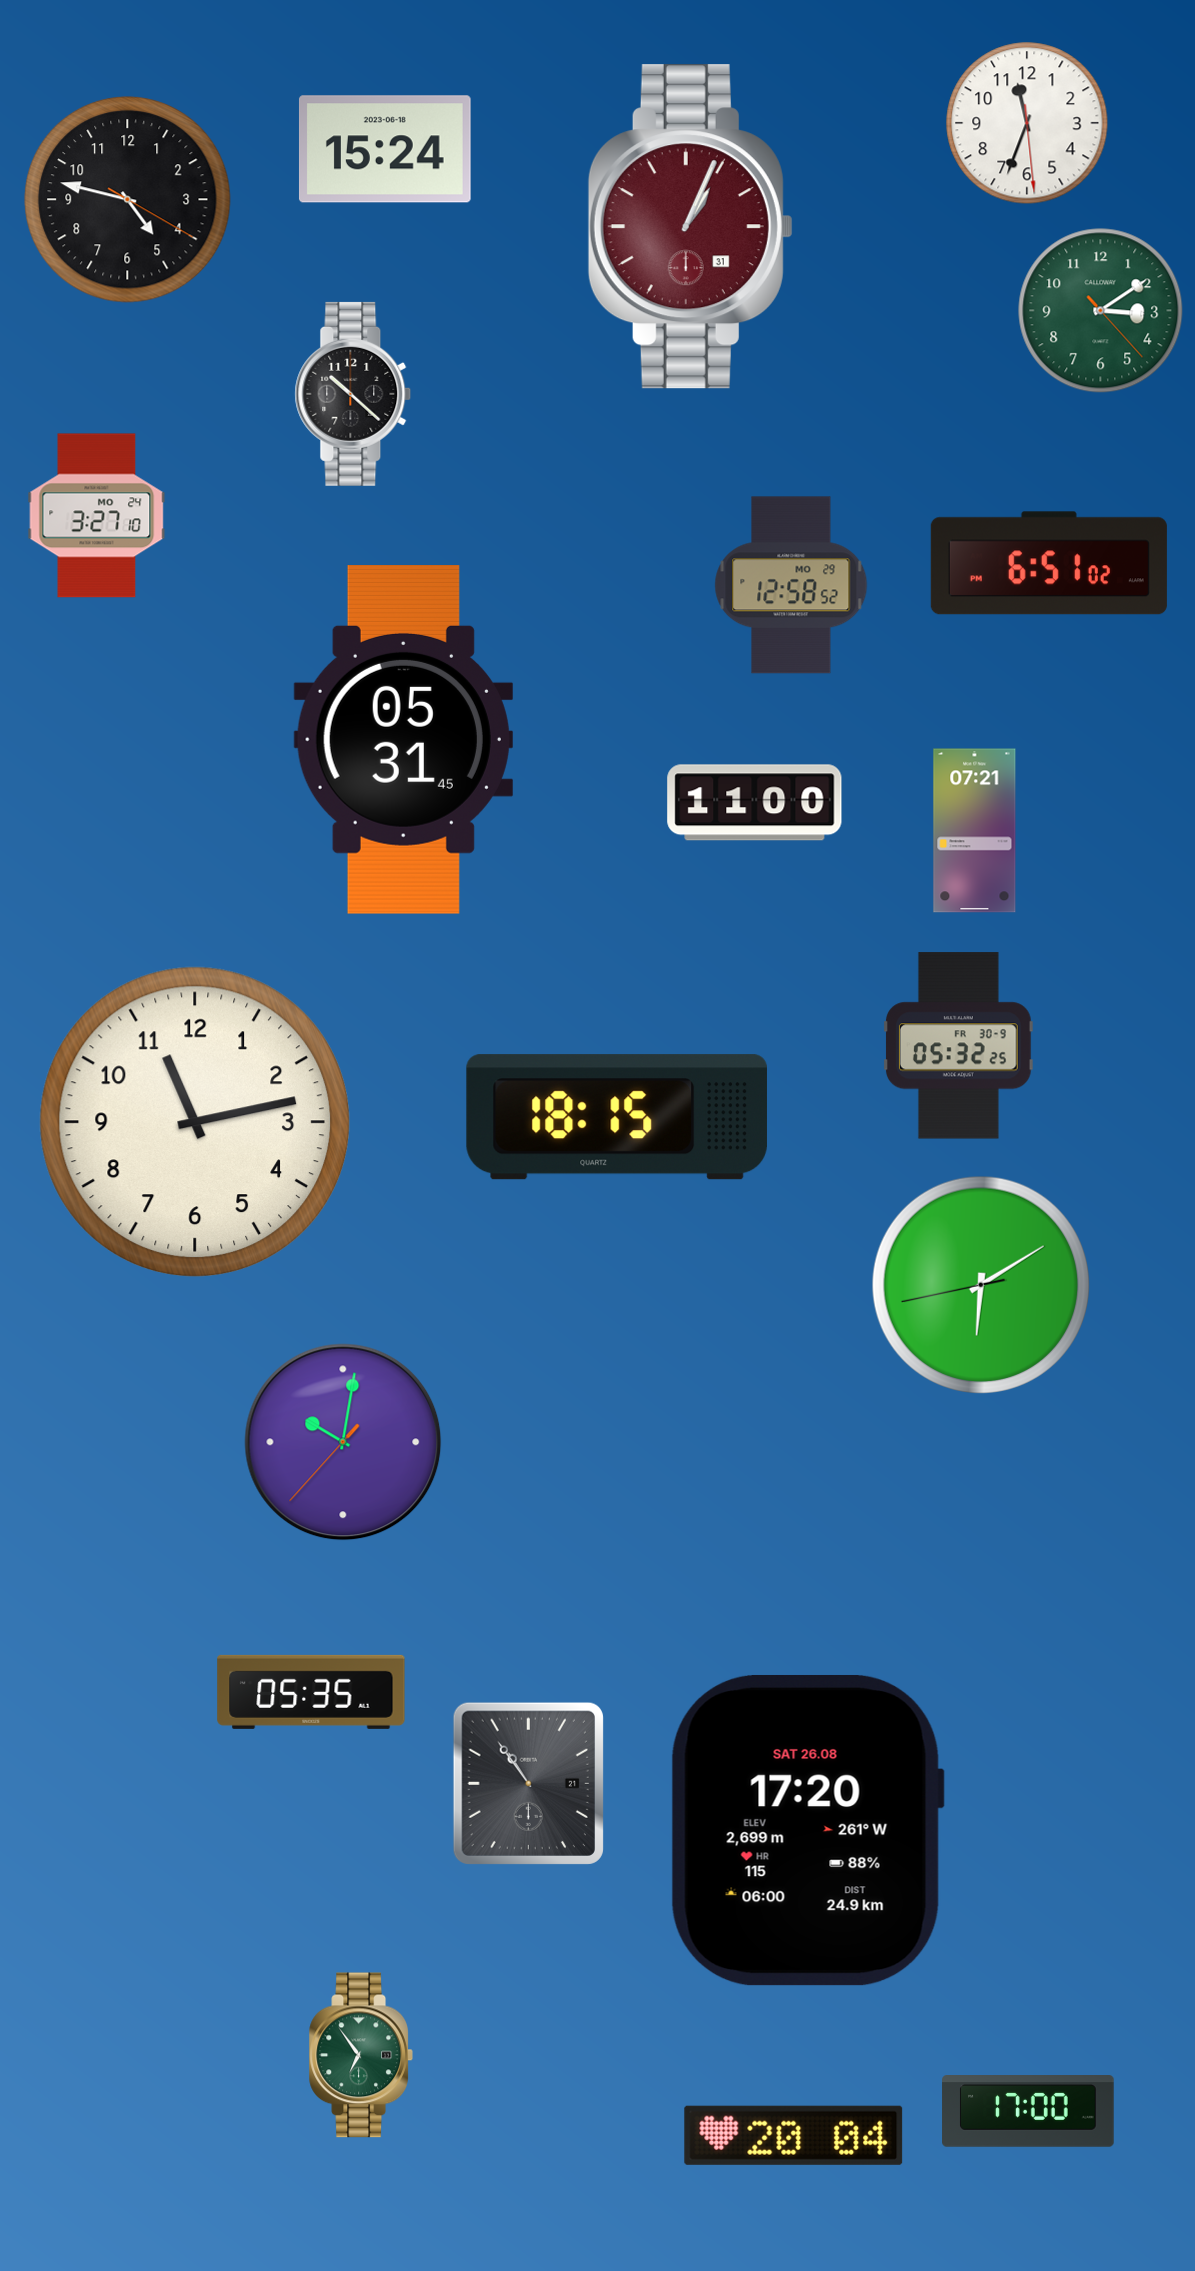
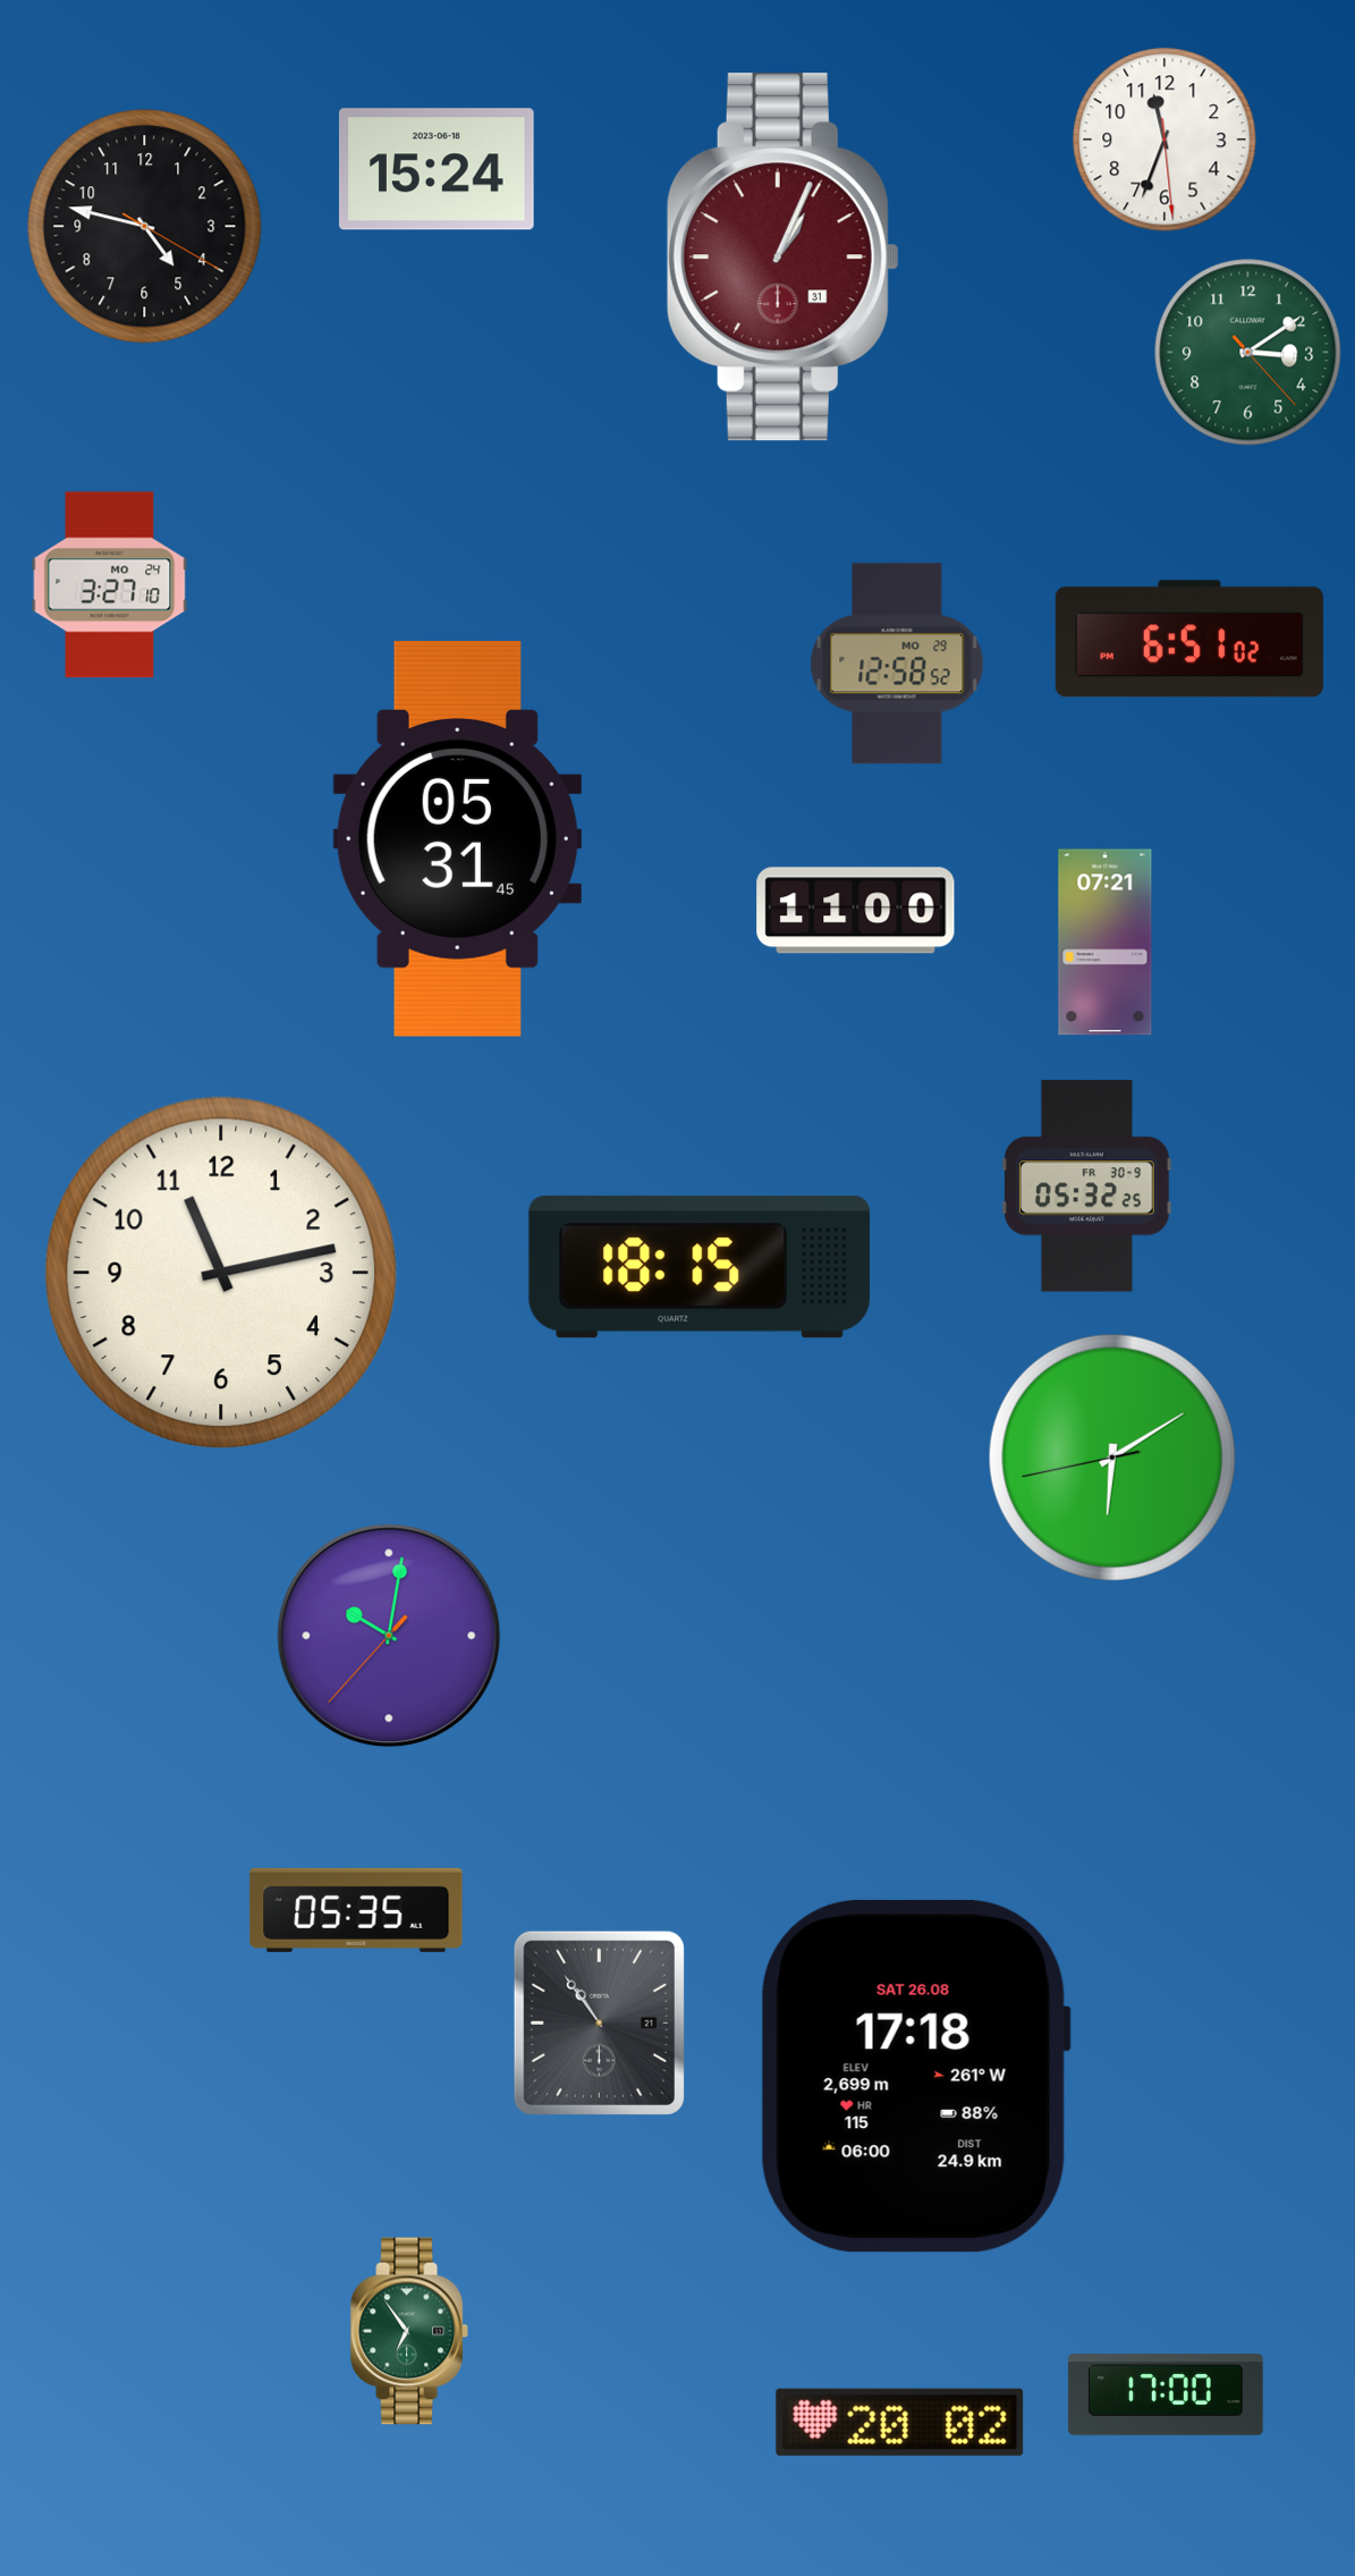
clock at (353, 394): 10:22 -> none
clock at (311, 1692) position: (311, 1692) -> (356, 1910)
clock at (807, 1830): 17:20 -> 17:18
clock at (794, 2135): 20:04 -> 20:02
